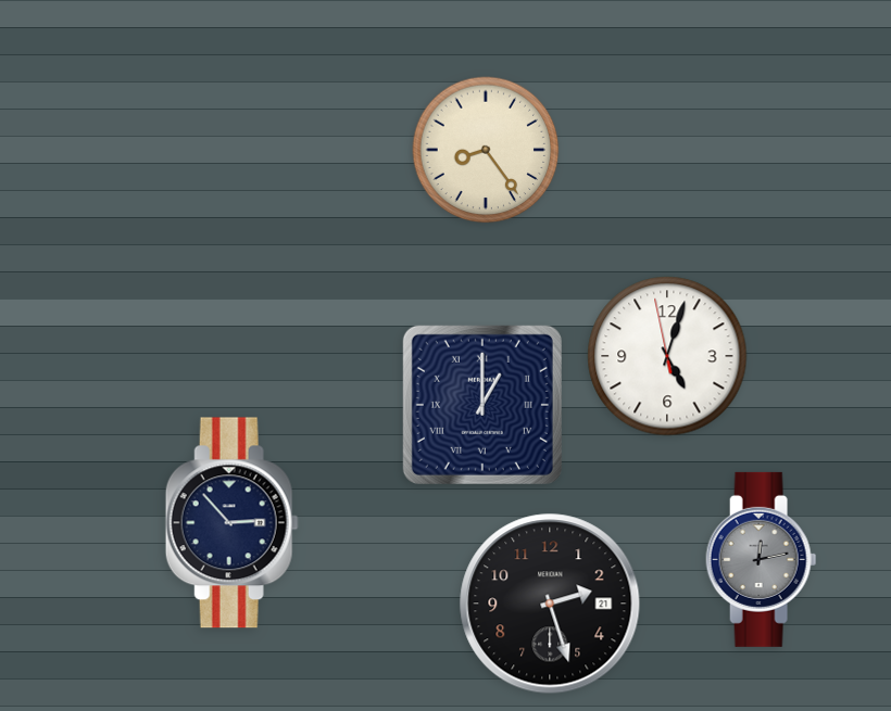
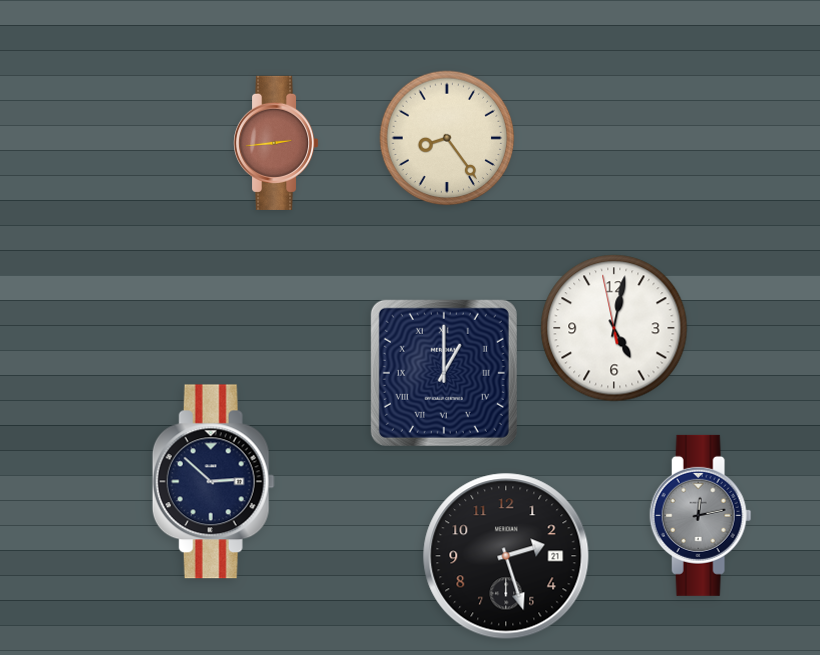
clock at (277, 143): none -> 2:44
clock at (667, 356): 5:02 -> 5:01
clock at (231, 523): 2:53 -> 2:52
